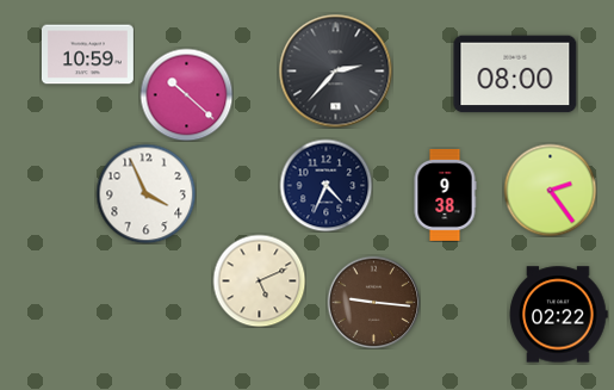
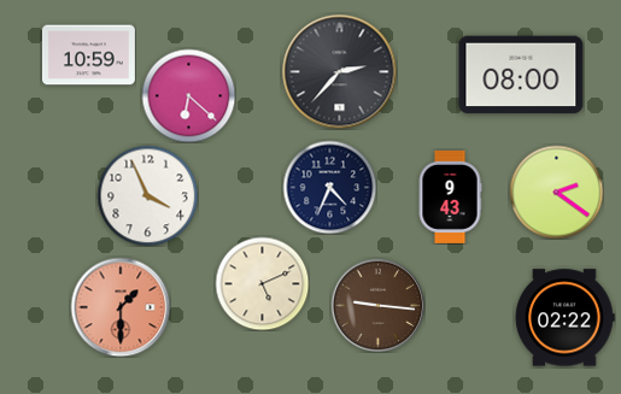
clock at (186, 94): 10:22 -> 6:22
clock at (550, 190): 2:24 -> 2:21
clock at (445, 194): 9:38 -> 9:43
clock at (121, 307): none -> 1:30
